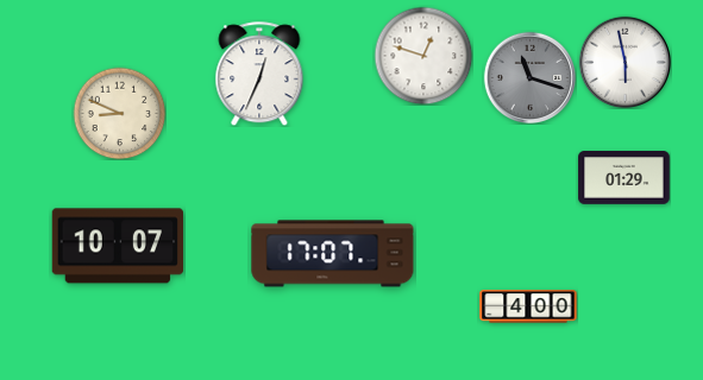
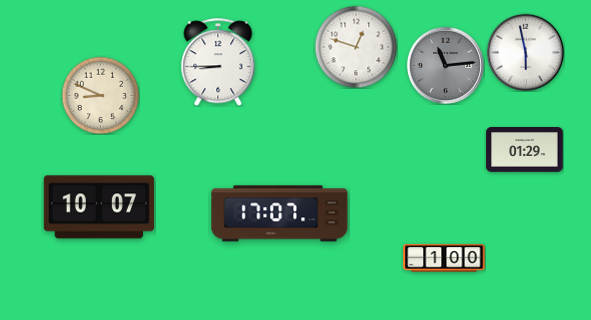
clock at (259, 74): 12:34 -> 8:45
clock at (529, 77): 11:18 -> 11:14
clock at (528, 306): 4:00 -> 1:00
